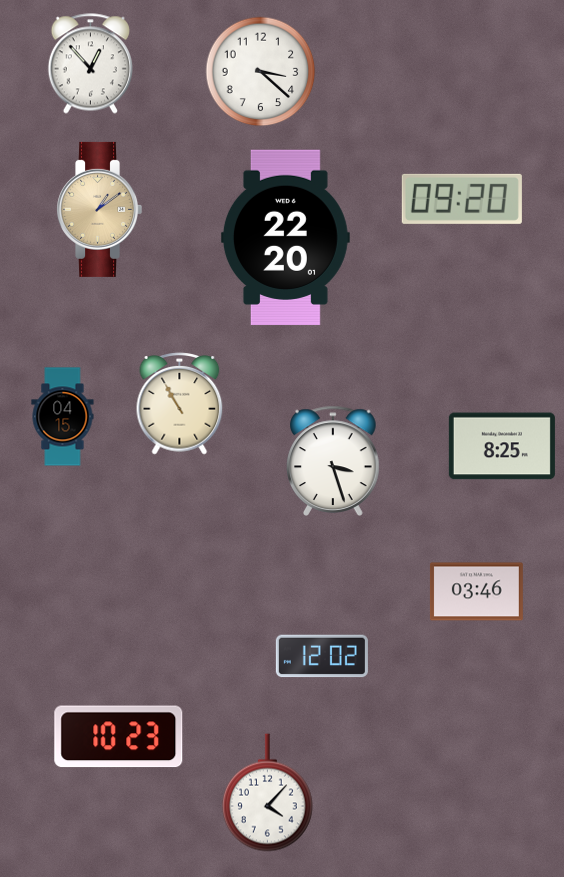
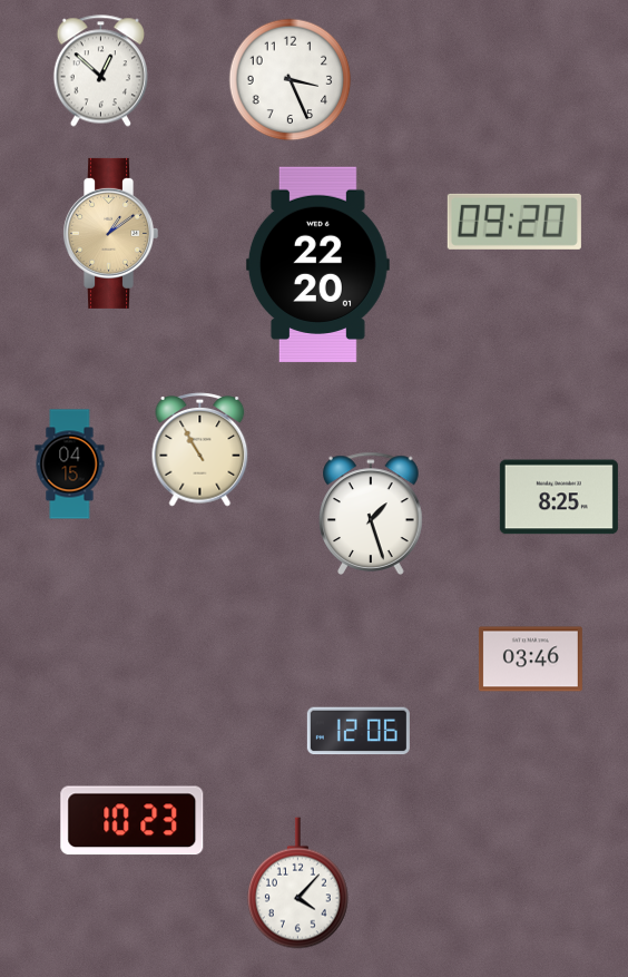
clock at (90, 64): 12:53 -> 12:52
clock at (261, 72): 3:22 -> 3:26
clock at (334, 461): 3:27 -> 1:27
clock at (322, 656): 12:02 -> 12:06
